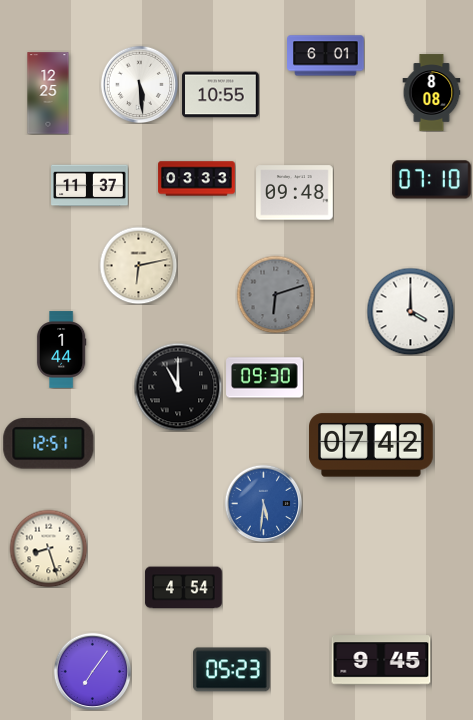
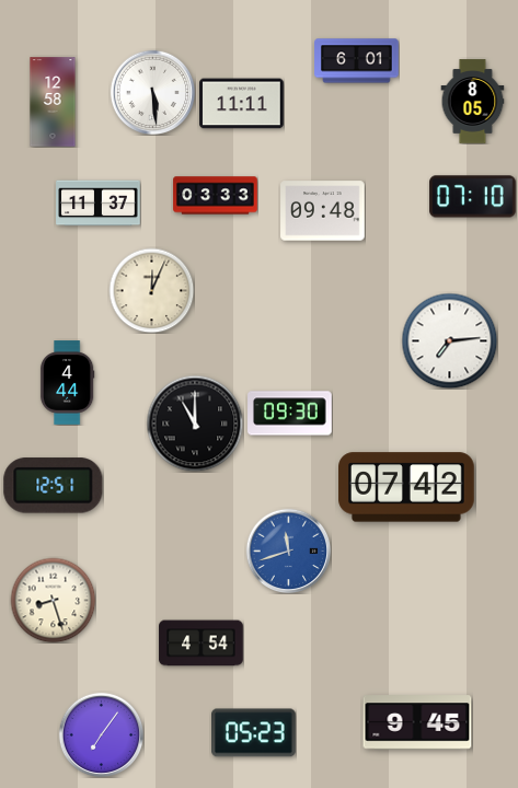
clock at (48, 93): 12:25 -> 12:58
clock at (432, 93): 8:08 -> 8:05
clock at (221, 95): 10:55 -> 11:11
clock at (138, 265): 6:13 -> 12:04
clock at (275, 294): 6:12 -> none
clock at (410, 311): 4:00 -> 7:14
clock at (61, 350): 1:44 -> 4:44
clock at (263, 503): 5:31 -> 11:42
